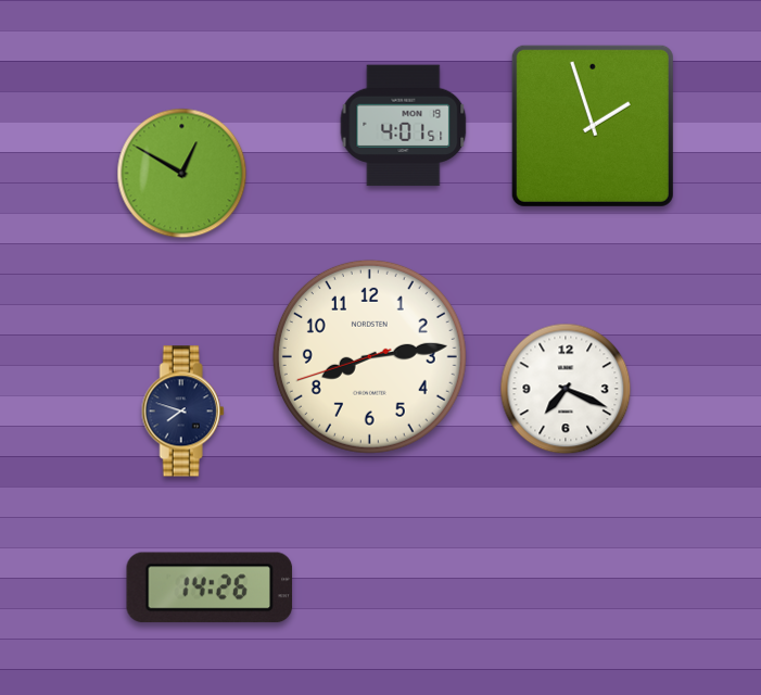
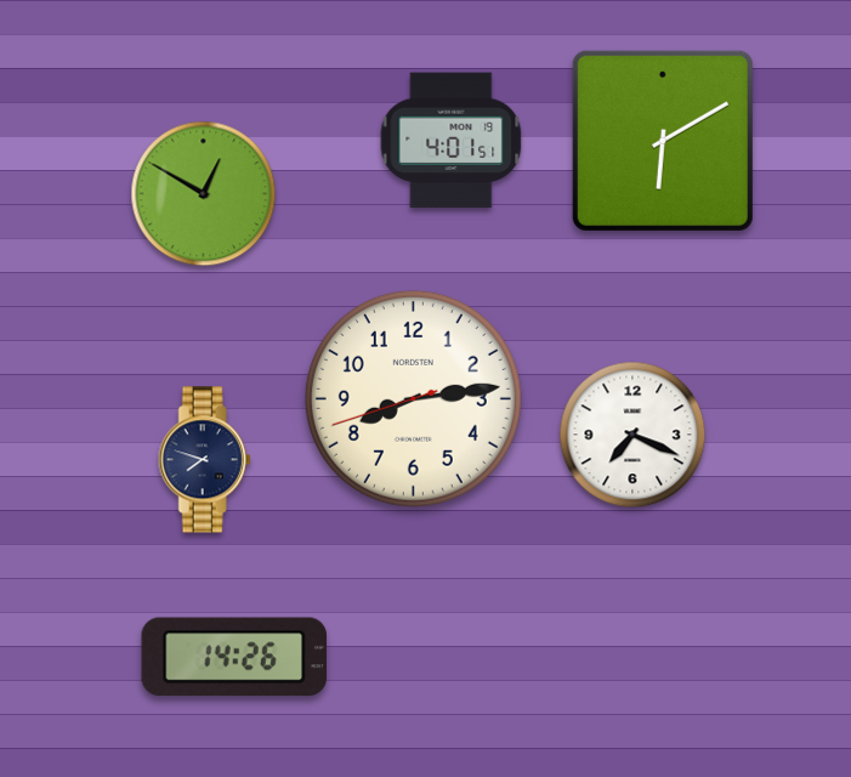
clock at (593, 126): 1:57 -> 6:10
